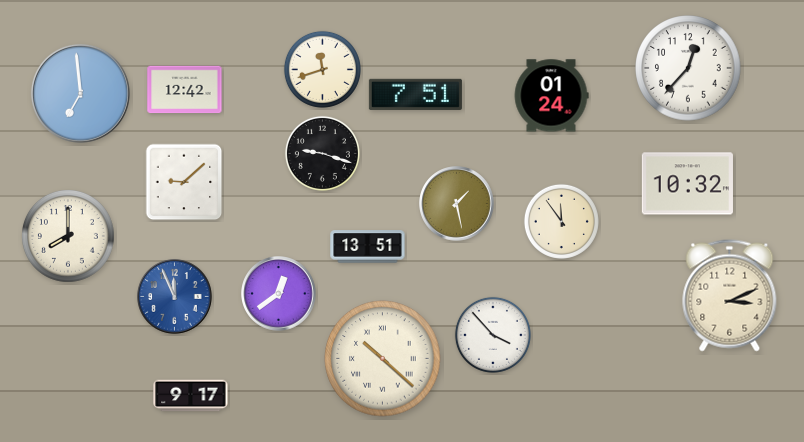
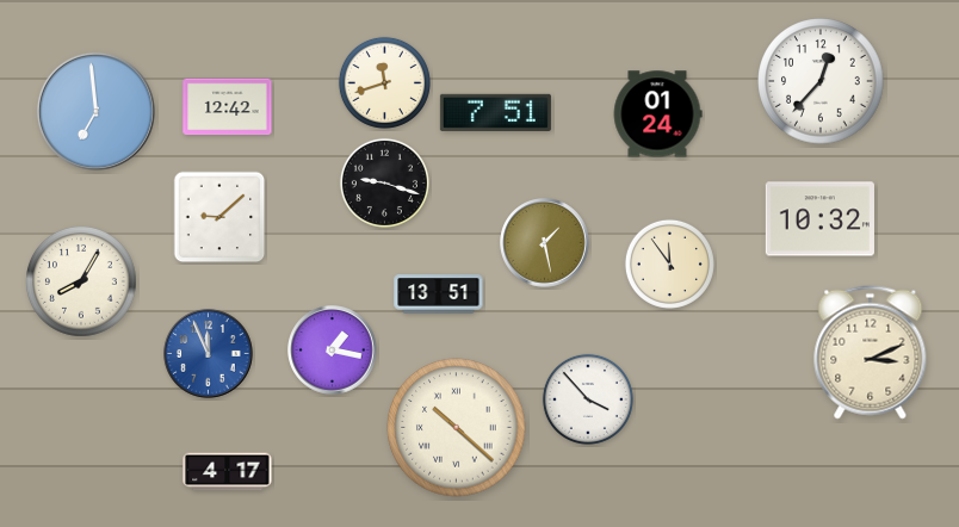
clock at (185, 90) position: (185, 90) -> (228, 107)
clock at (69, 237): 8:00 -> 8:05
clock at (279, 294): 12:39 -> 1:17
clock at (191, 396): 9:17 -> 4:17
